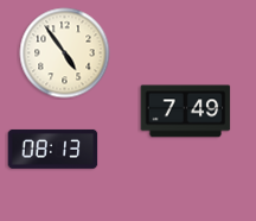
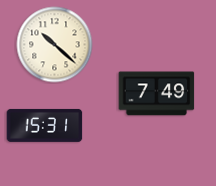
clock at (65, 53): 4:54 -> 10:22
clock at (53, 149): 08:13 -> 15:31
